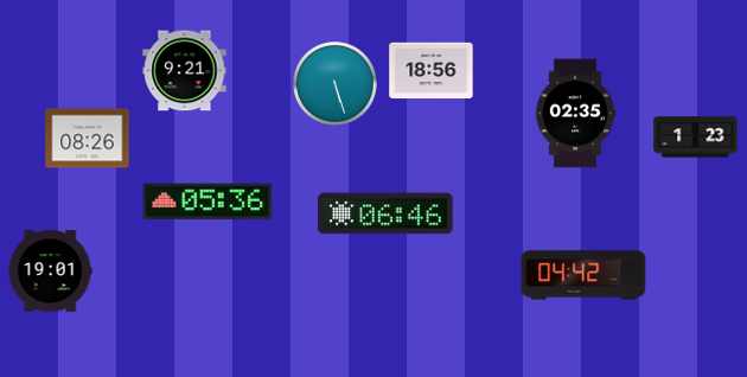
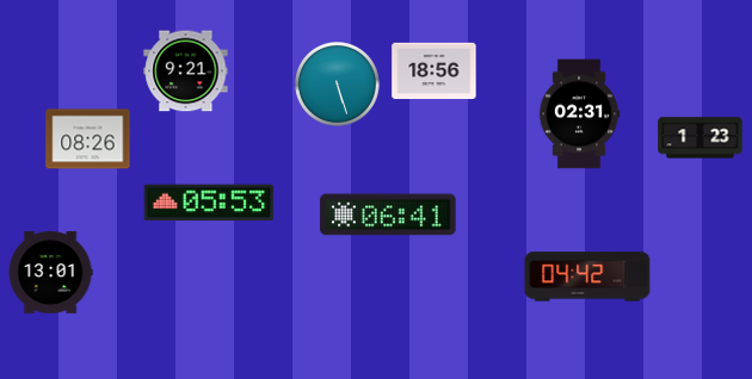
clock at (575, 114): 02:35 -> 02:31
clock at (207, 202): 05:36 -> 05:53
clock at (385, 213): 06:46 -> 06:41
clock at (50, 271): 19:01 -> 13:01
